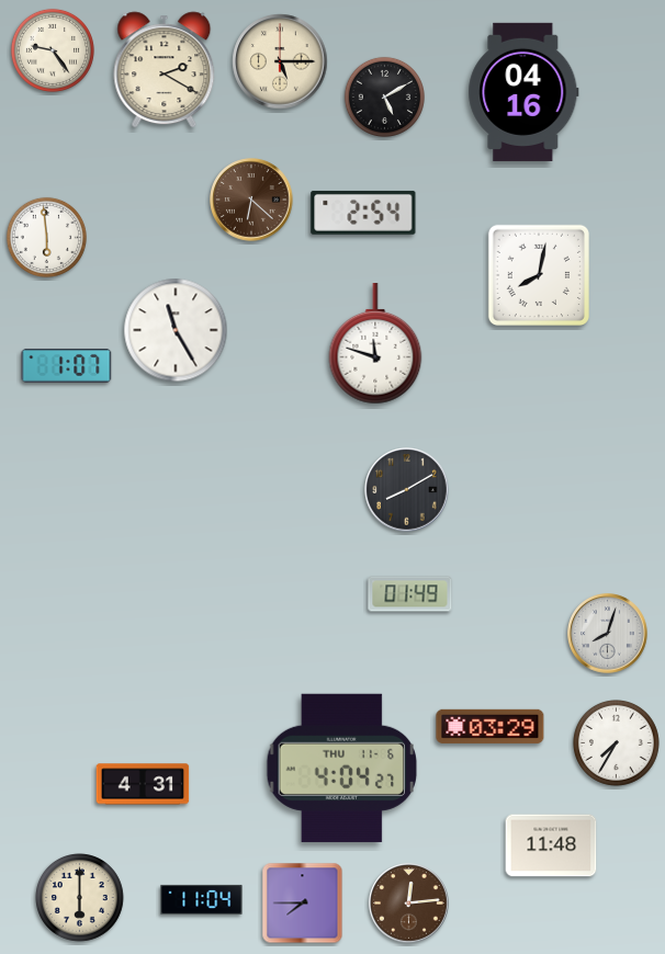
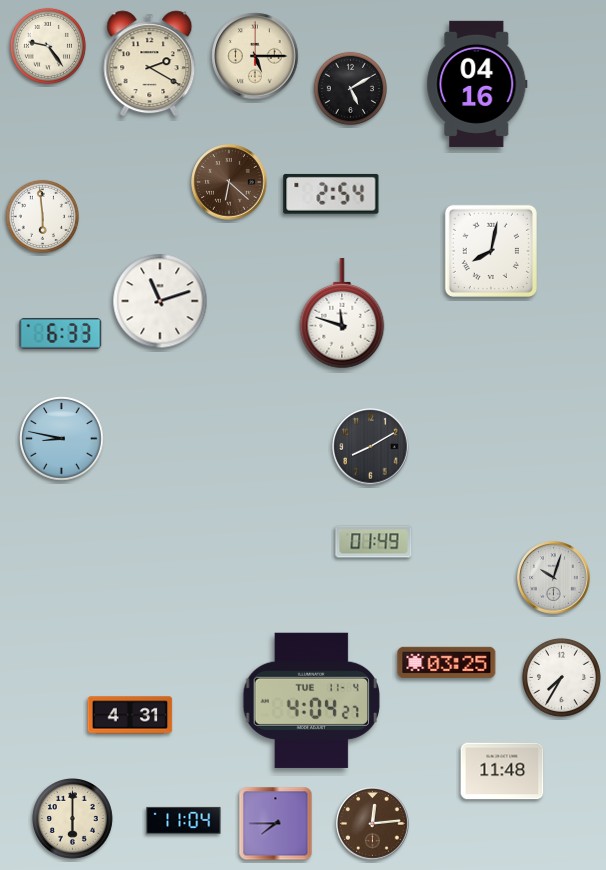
clock at (176, 330): 11:25 -> 11:12
clock at (67, 365): 1:07 -> 6:33
clock at (62, 439): none -> 8:47
clock at (608, 634): 8:03 -> 10:03
clock at (491, 726): 03:29 -> 03:25
clock at (341, 768) date: THU 11-6 -> TUE 11-4
